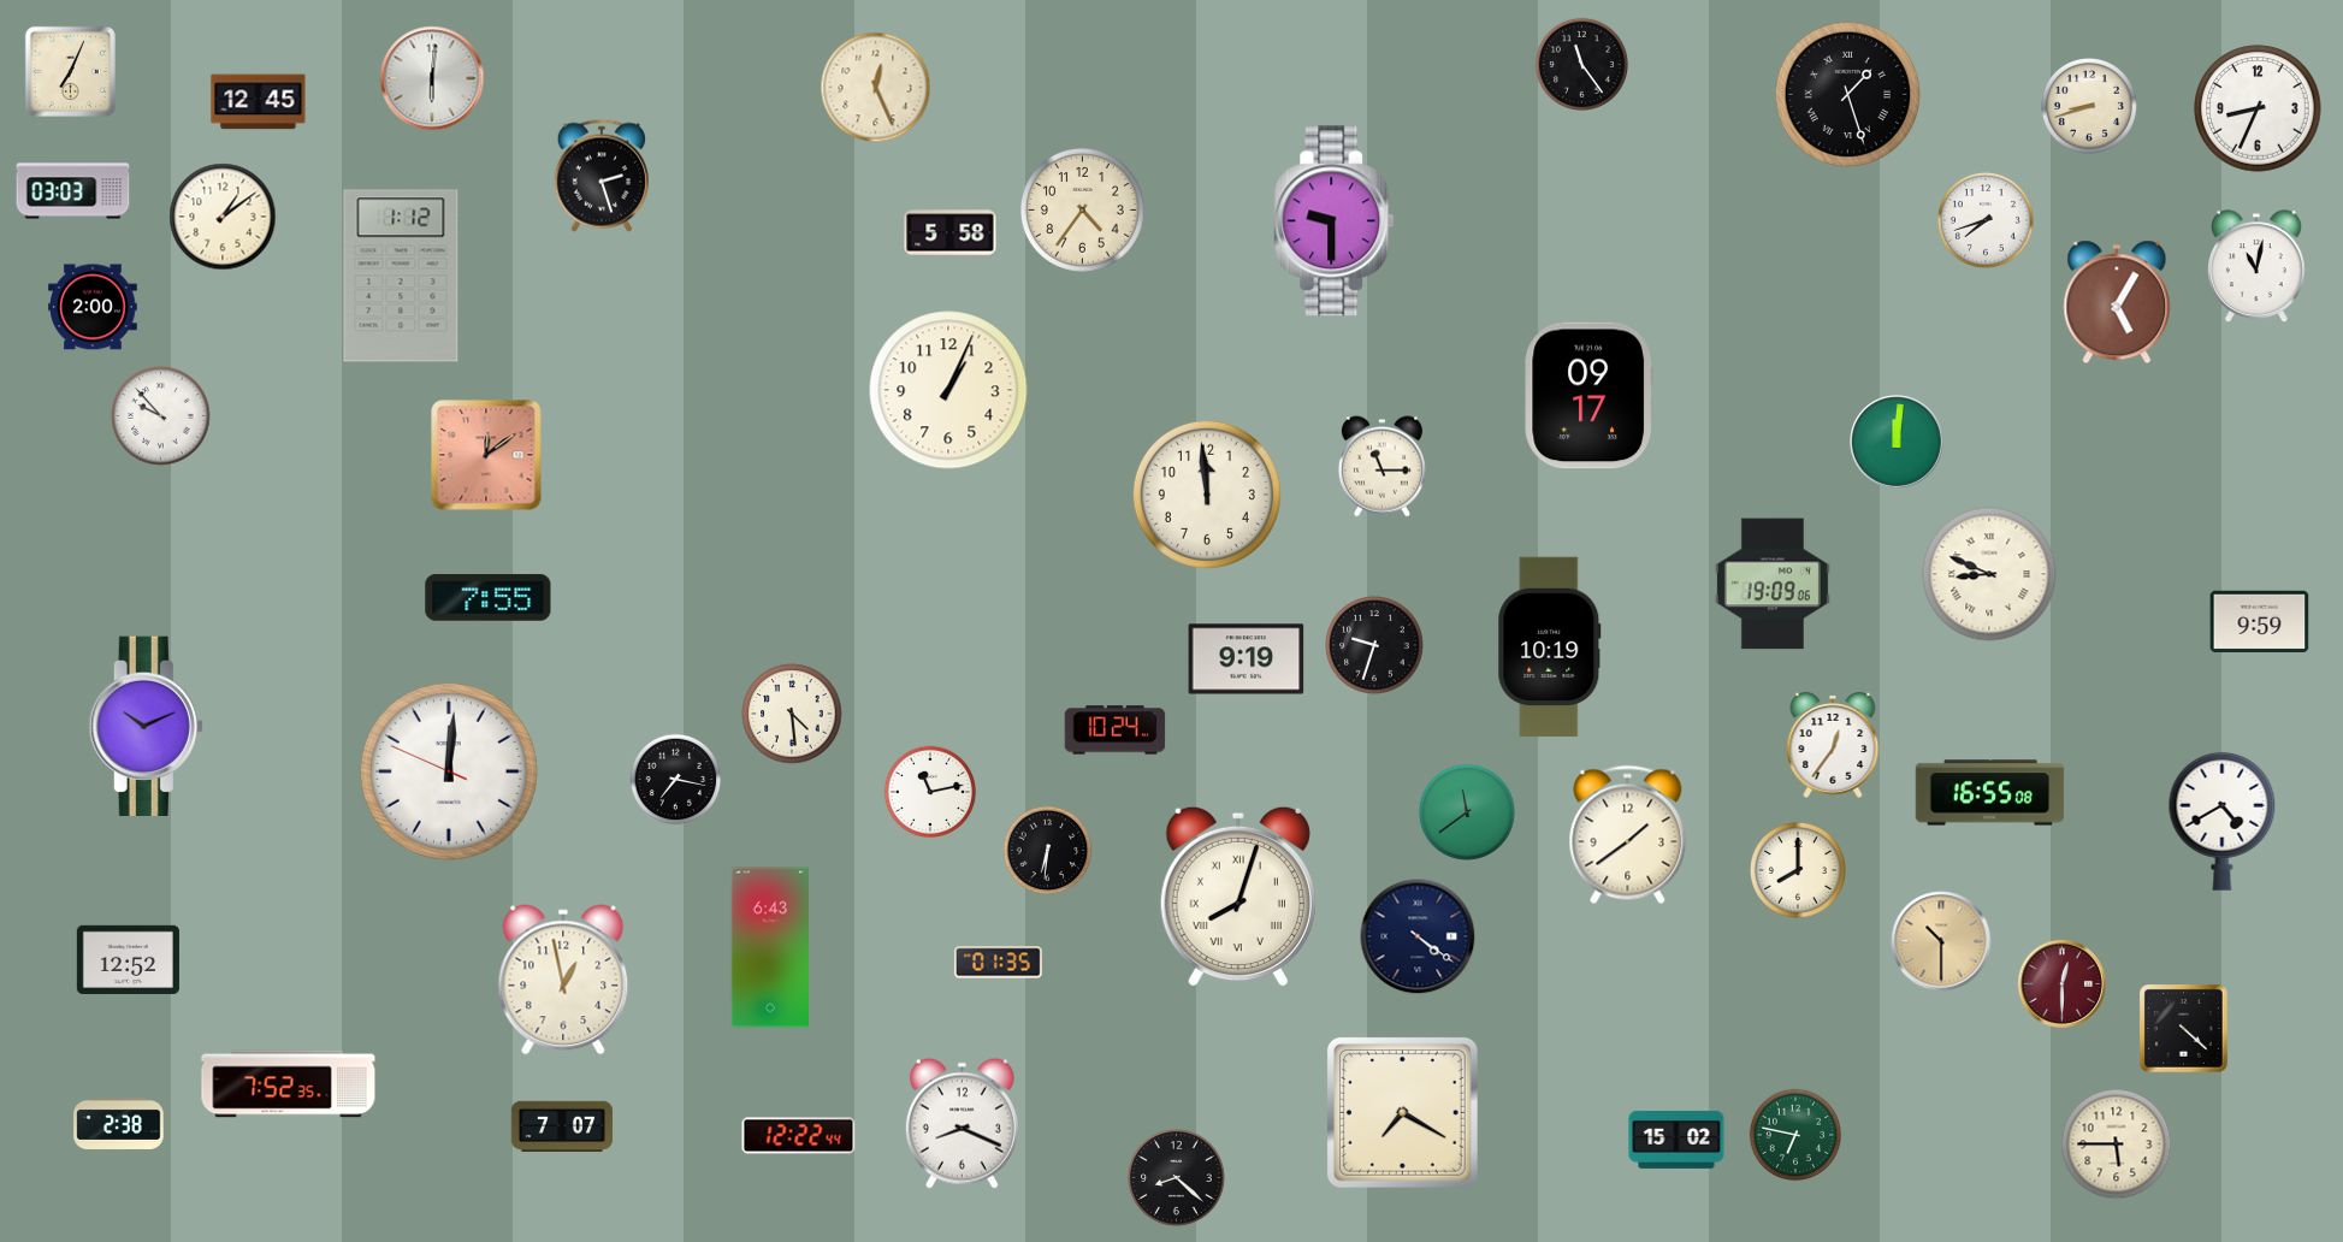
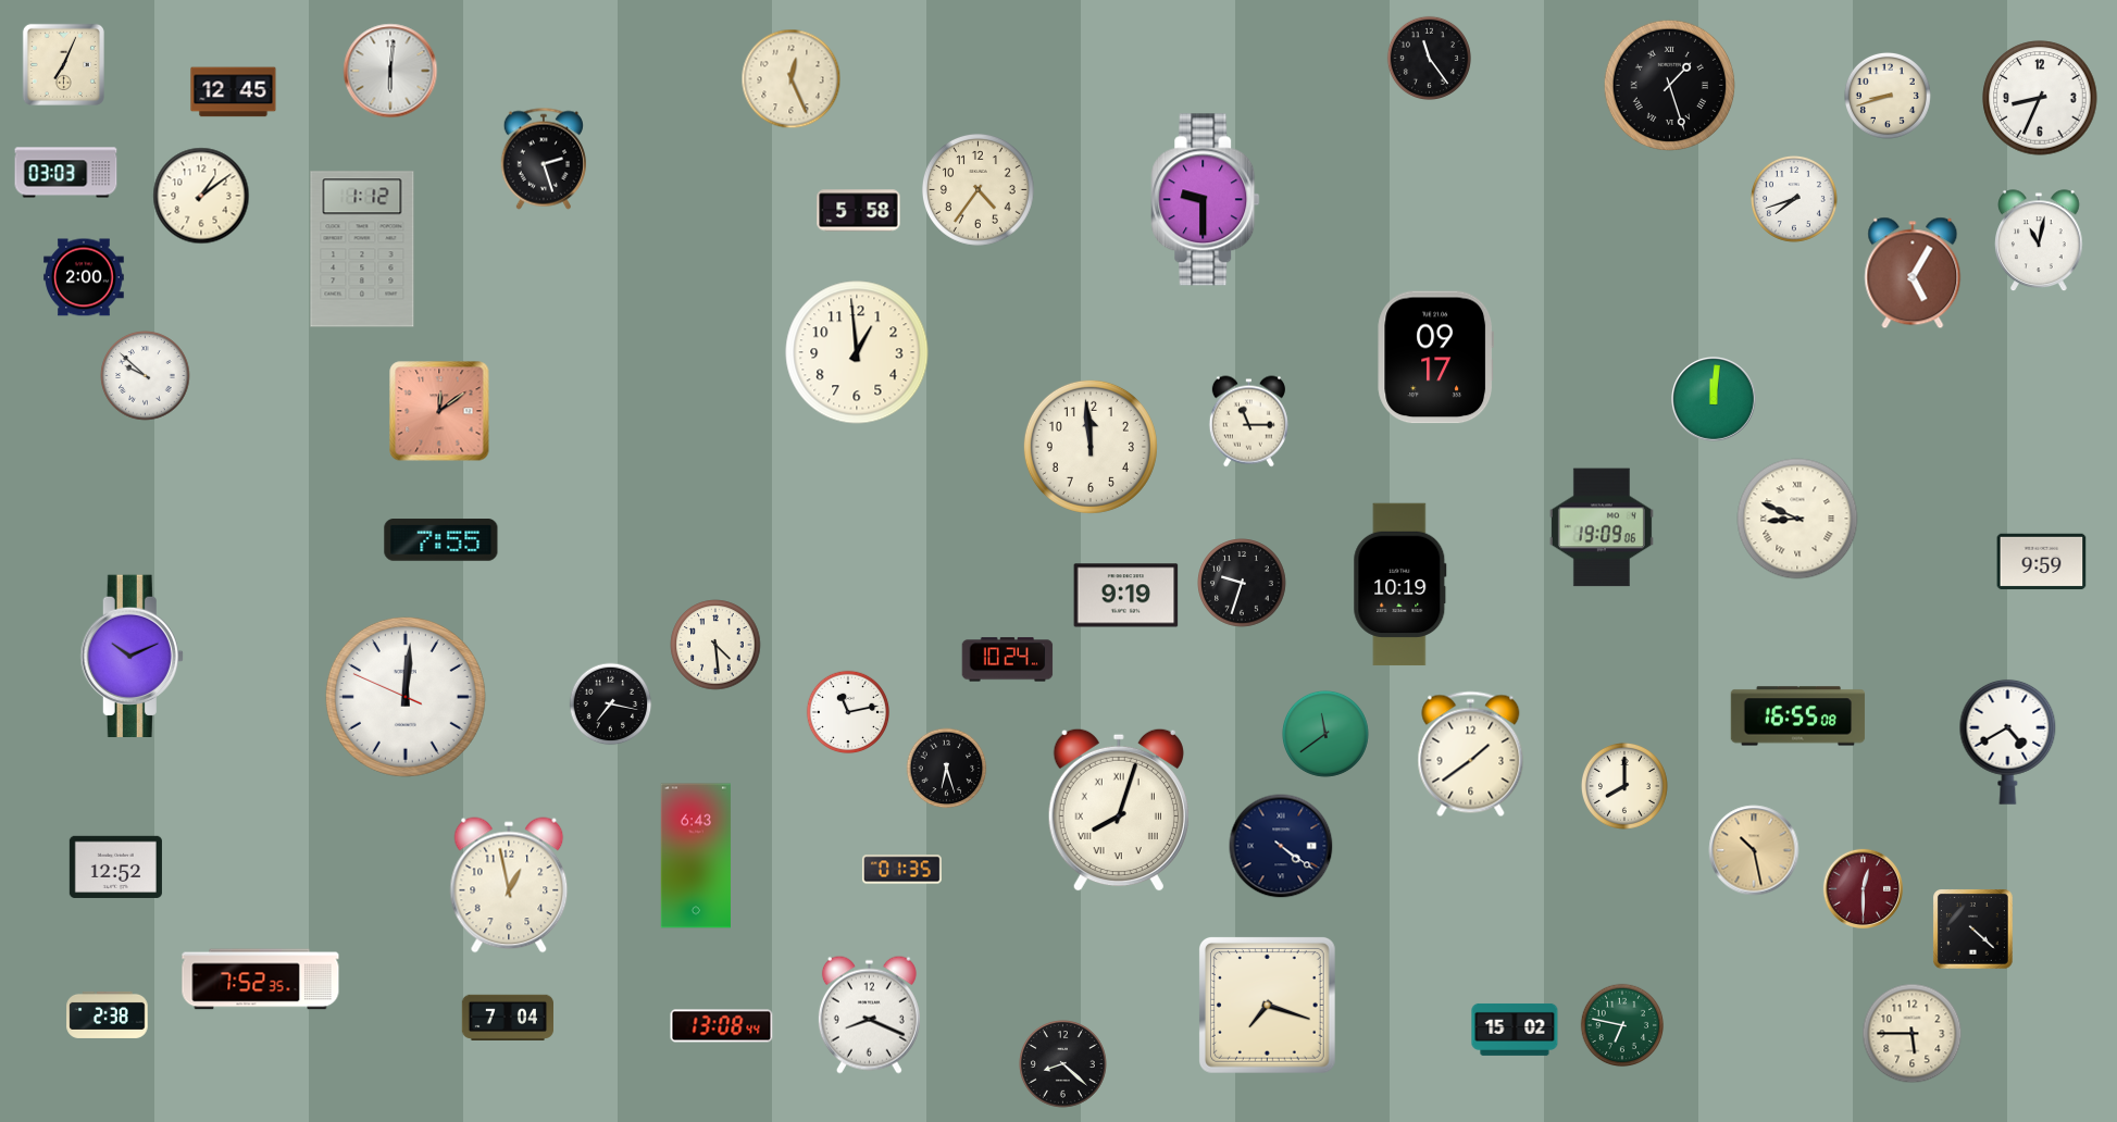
clock at (948, 390): 1:04 -> 12:59
clock at (161, 416): 9:53 -> 9:52
clock at (1833, 745): 12:36 -> none
clock at (930, 792) position: (930, 792) -> (848, 712)
clock at (1048, 851): 6:31 -> 6:27
clock at (1941, 941): 10:30 -> 10:28
clock at (1402, 1112): 7:20 -> 7:18
clock at (561, 1125): 7:07 -> 7:04
clock at (799, 1136): 12:22 -> 13:08
